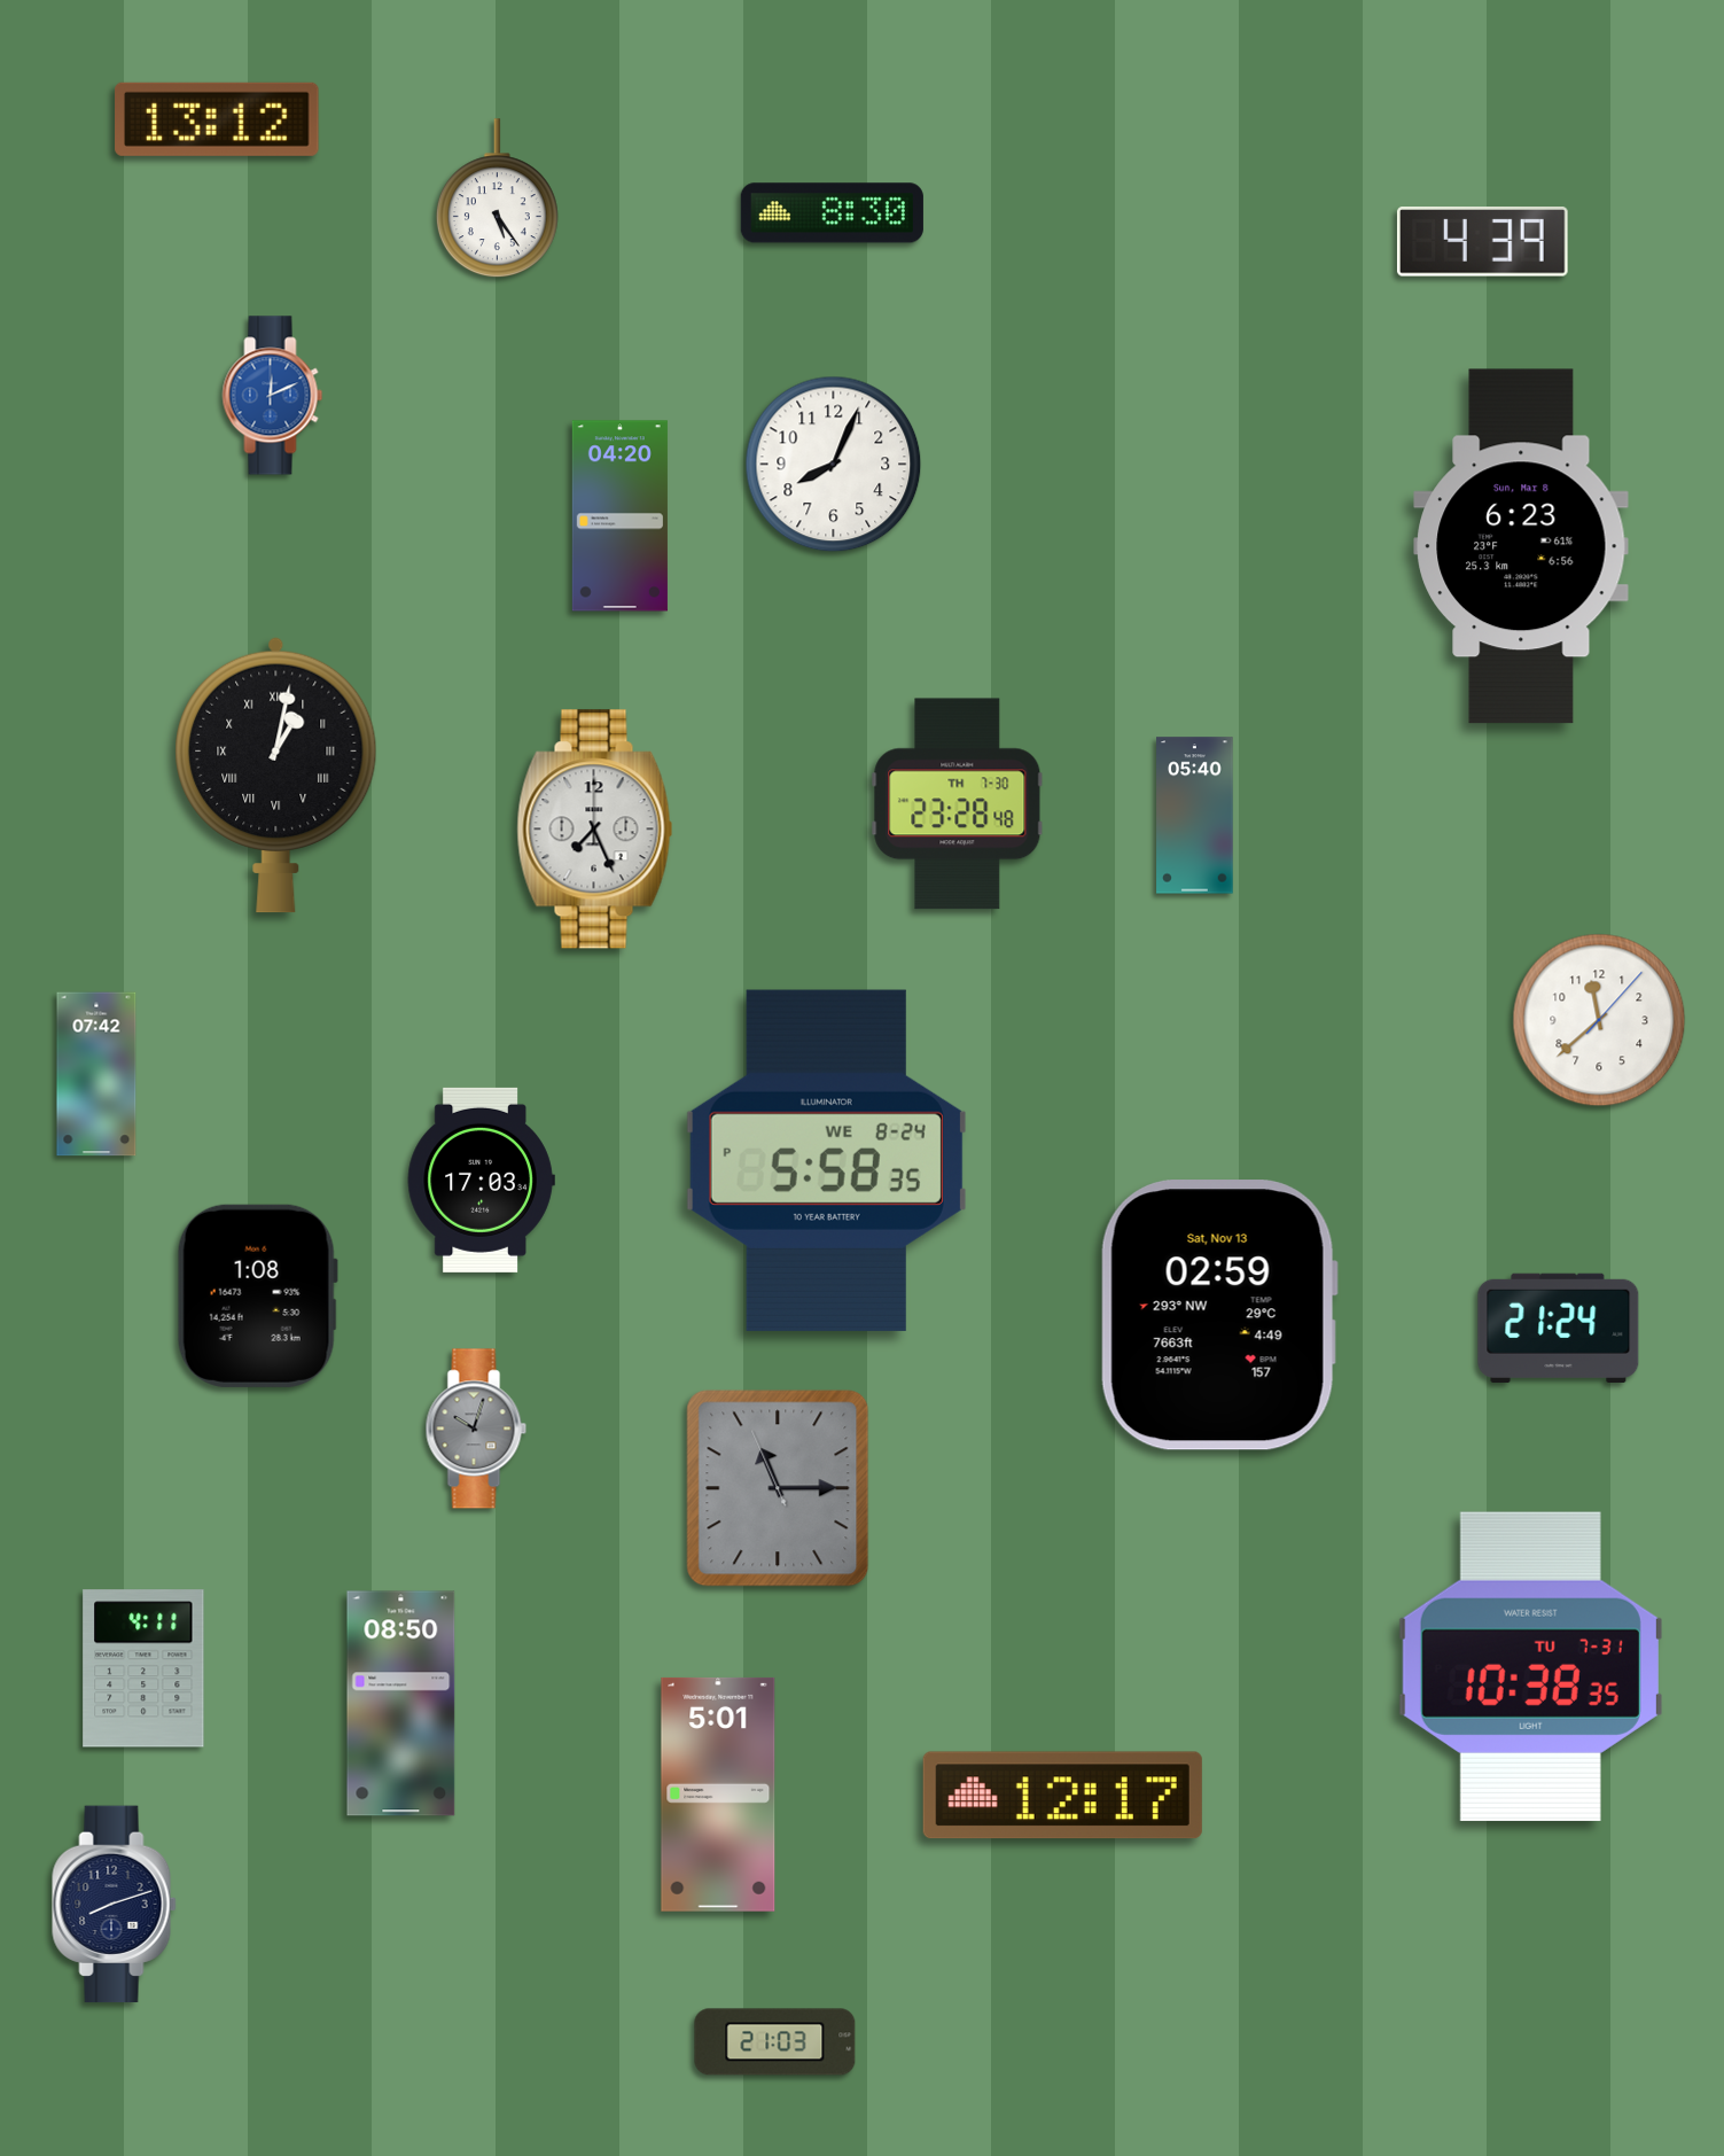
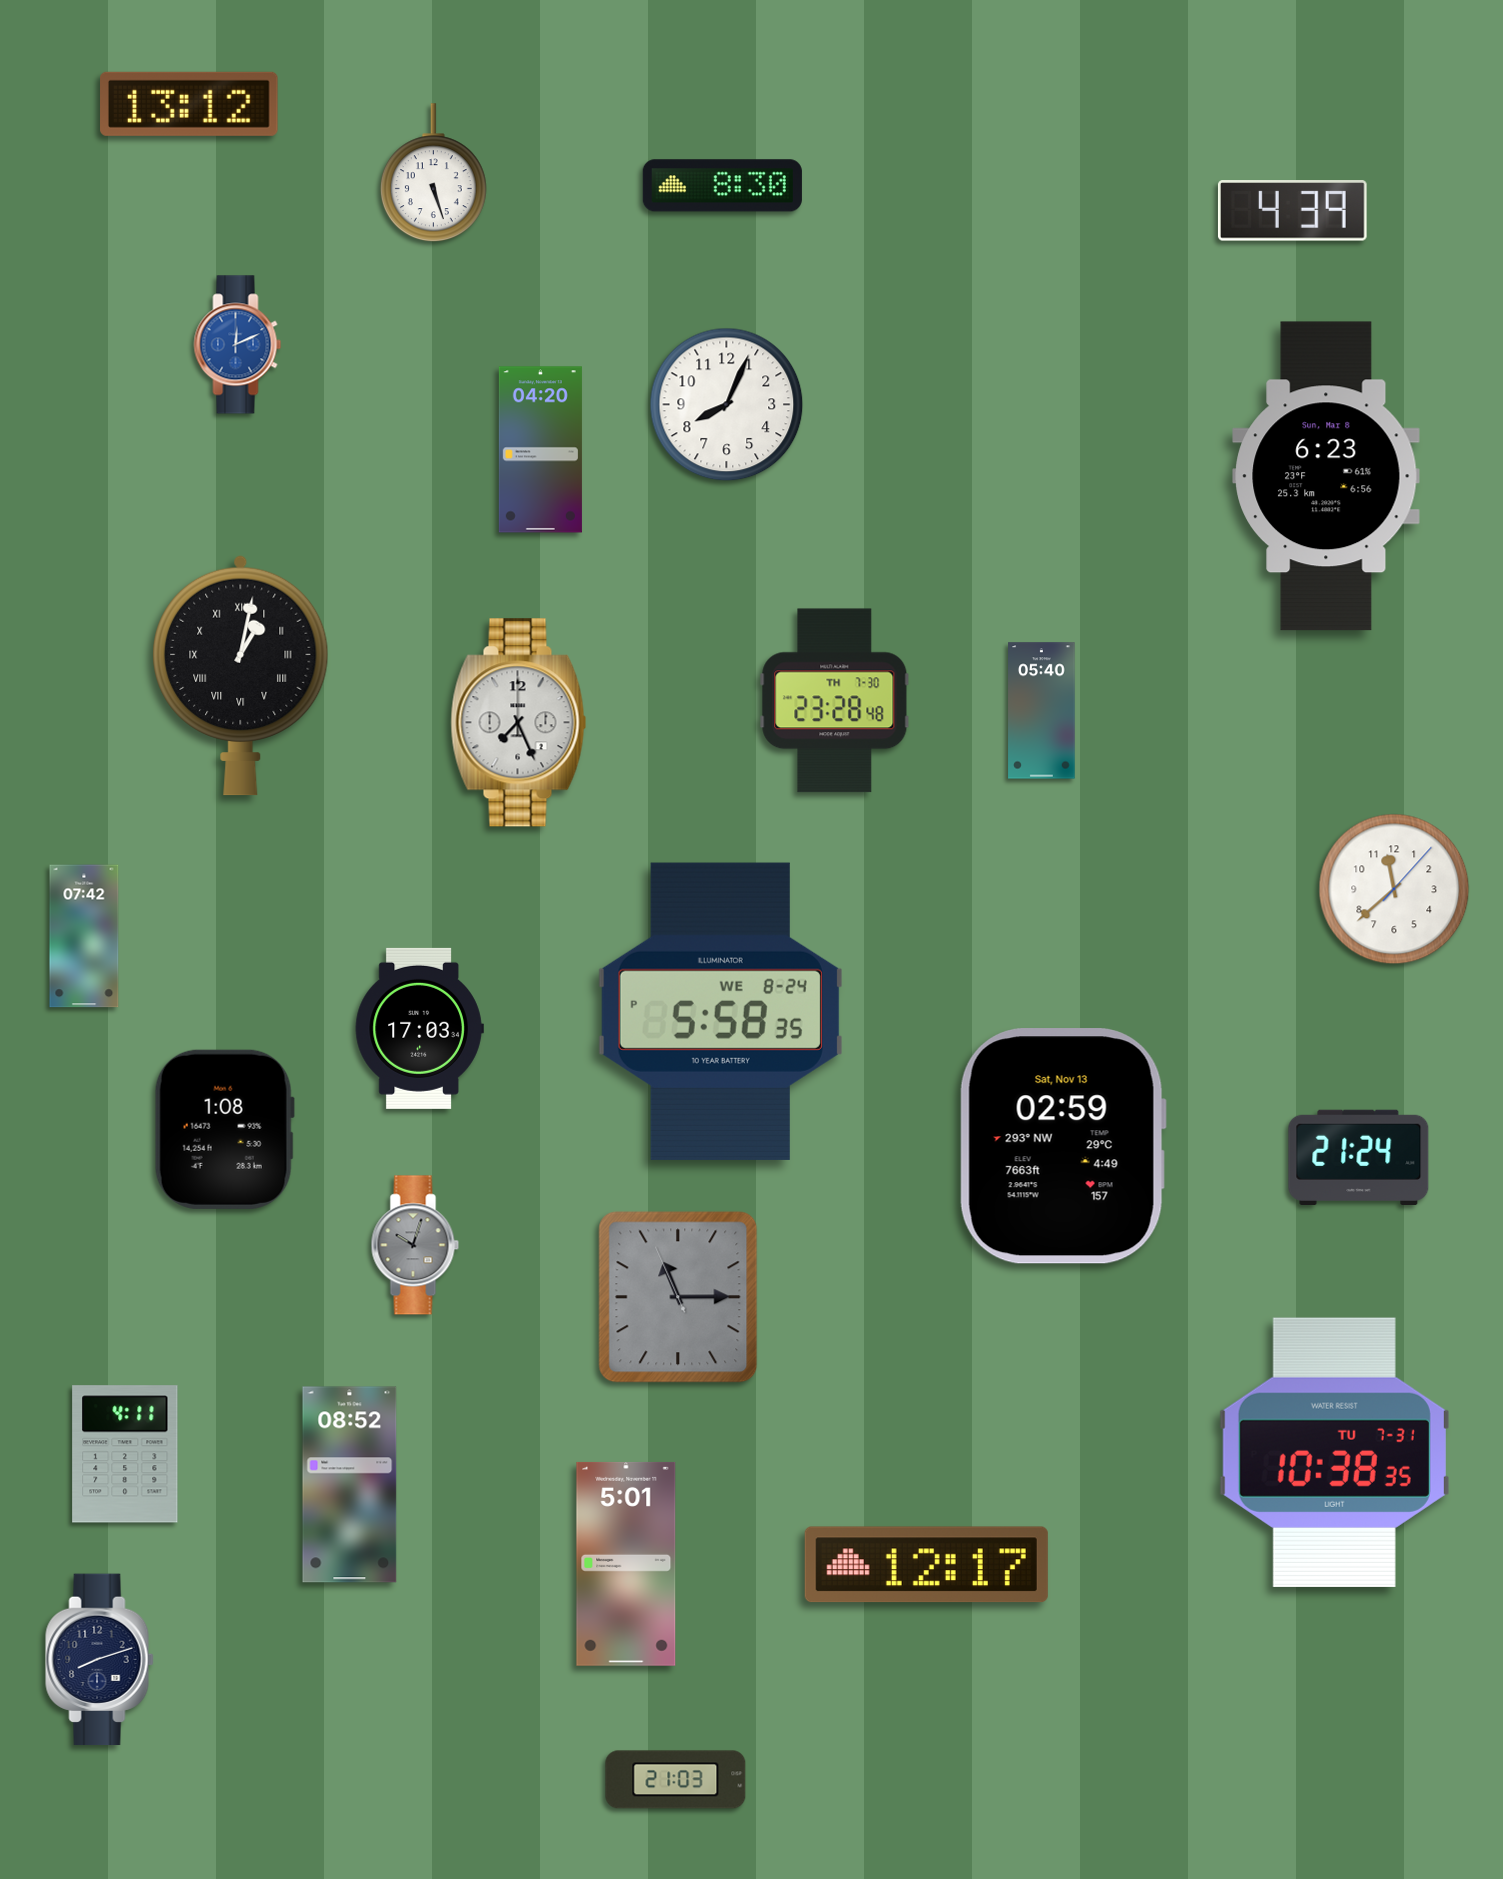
clock at (497, 199): 5:24 -> 5:27
clock at (832, 213) position: (832, 213) -> (722, 186)
clock at (401, 1704): 08:50 -> 08:52
